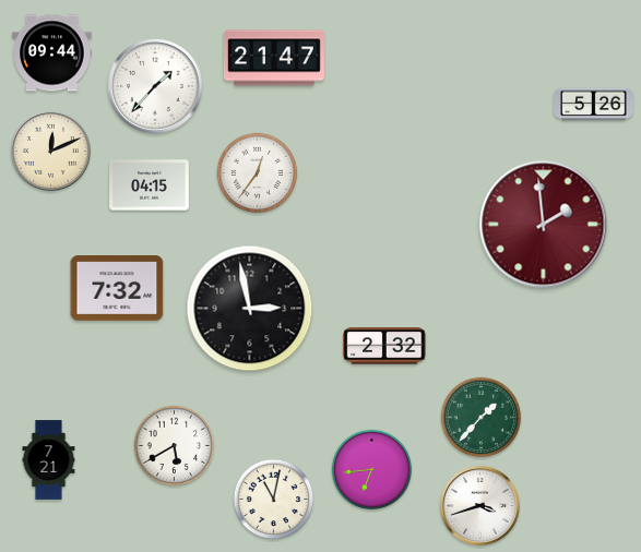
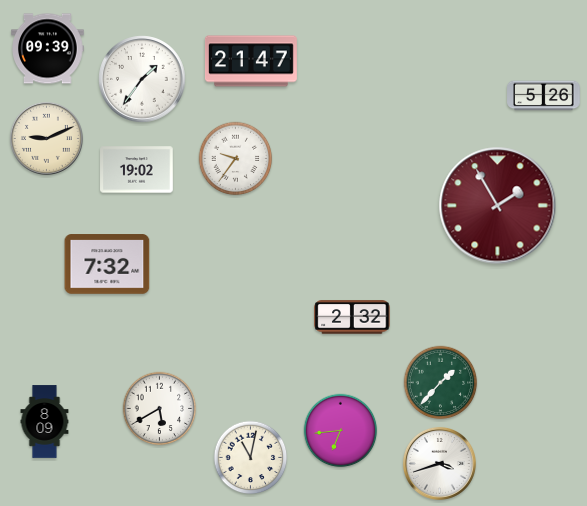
clock at (52, 53): 09:44 -> 09:39
clock at (274, 58) position: (274, 58) -> (251, 61)
clock at (155, 86): 1:37 -> 1:36
clock at (50, 151): 12:11 -> 9:11
clock at (258, 173): 12:36 -> 9:36
clock at (150, 185): 04:15 -> 19:02
clock at (544, 225): 1:59 -> 1:55
clock at (250, 309): 2:58 -> none
clock at (49, 460): 7:21 -> 8:09
